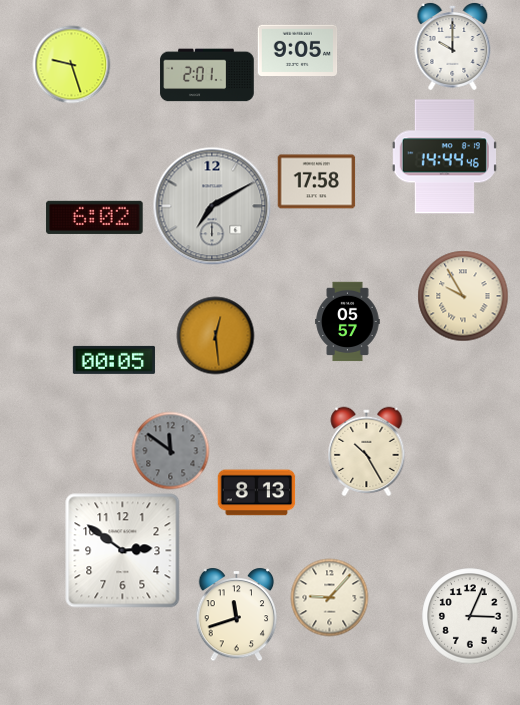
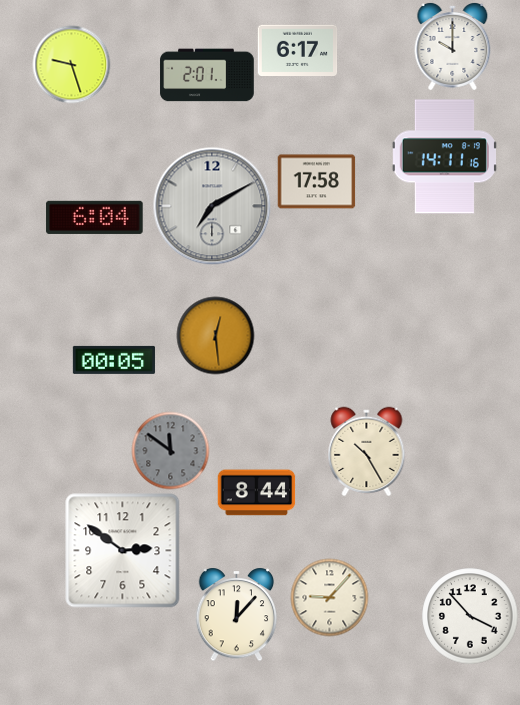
clock at (297, 51): 9:05 -> 6:17
clock at (444, 157): 14:44 -> 14:11
clock at (95, 217): 6:02 -> 6:04
clock at (463, 296): 9:55 -> none
clock at (348, 321): 05:57 -> none
clock at (256, 493): 8:13 -> 8:44
clock at (237, 614): 11:42 -> 12:07
clock at (470, 616): 3:04 -> 3:53
